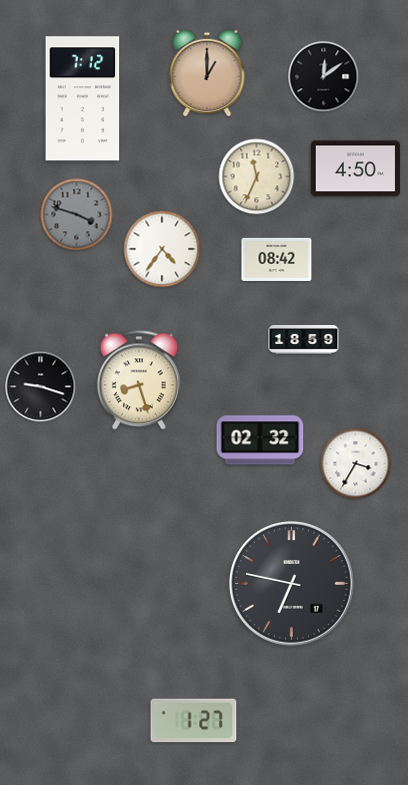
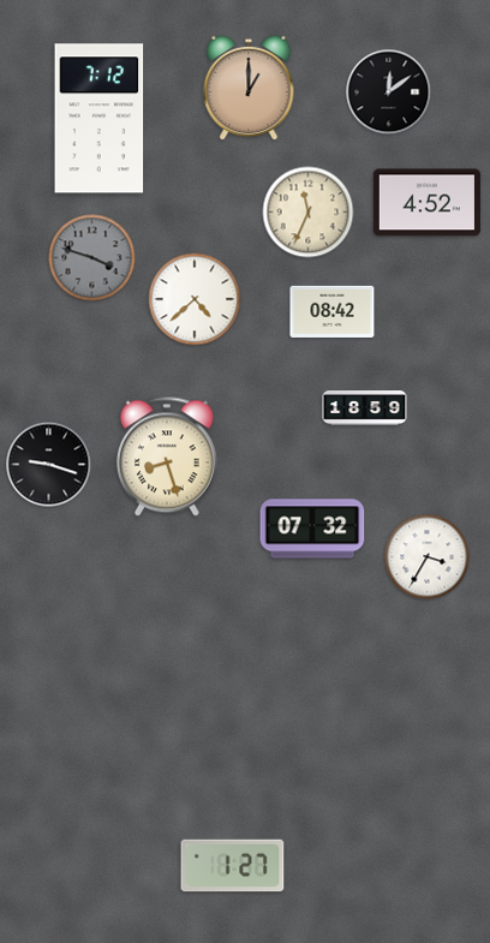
clock at (355, 169): 4:50 -> 4:52
clock at (162, 249): 4:36 -> 4:38
clock at (260, 440): 02:32 -> 07:32
clock at (292, 584): 6:47 -> none
